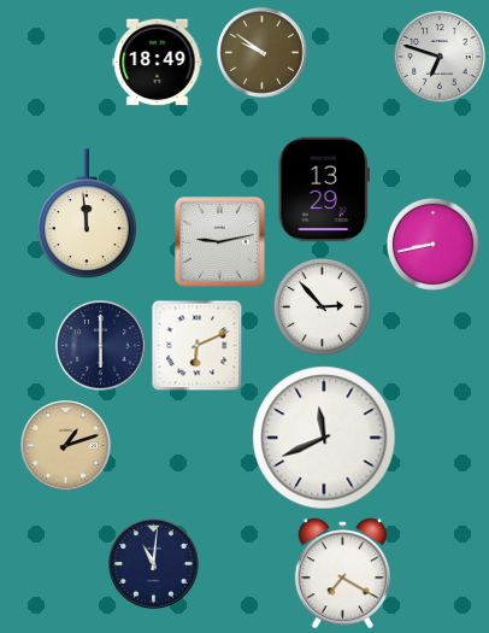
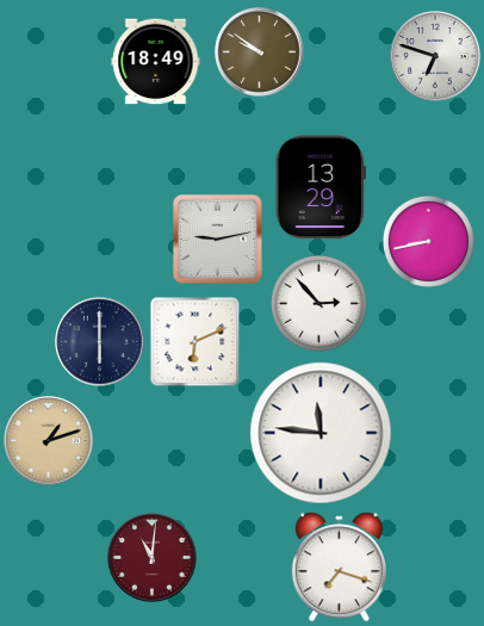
clock at (87, 215): 11:59 -> none
clock at (324, 438): 11:41 -> 11:46
clock at (66, 446) position: (66, 446) -> (49, 441)
clock at (154, 564) dial: navy -> burgundy
clock at (342, 574): 7:20 -> 7:18
